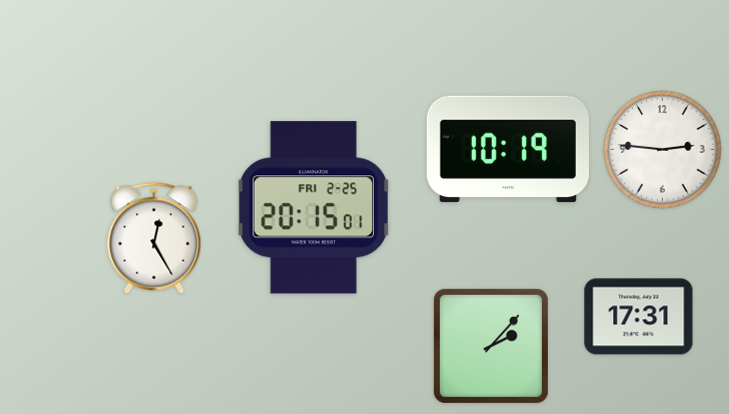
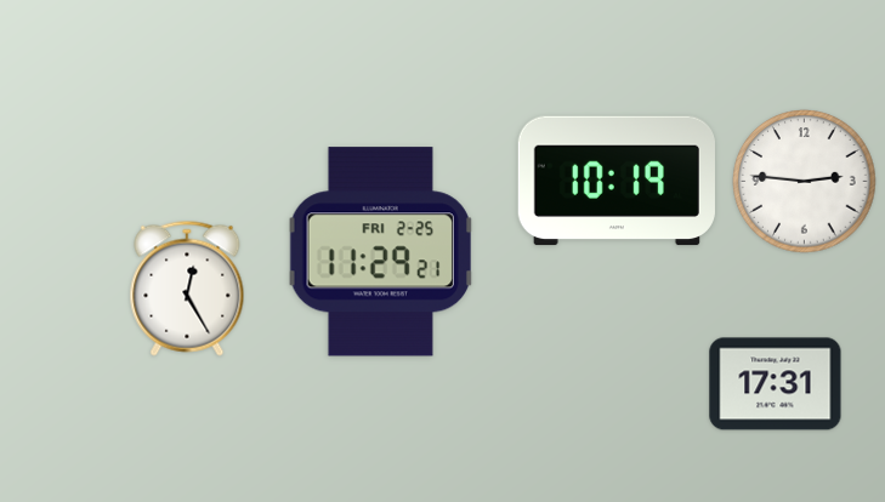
clock at (313, 208): 20:15 -> 11:29
clock at (491, 346): 2:07 -> none
